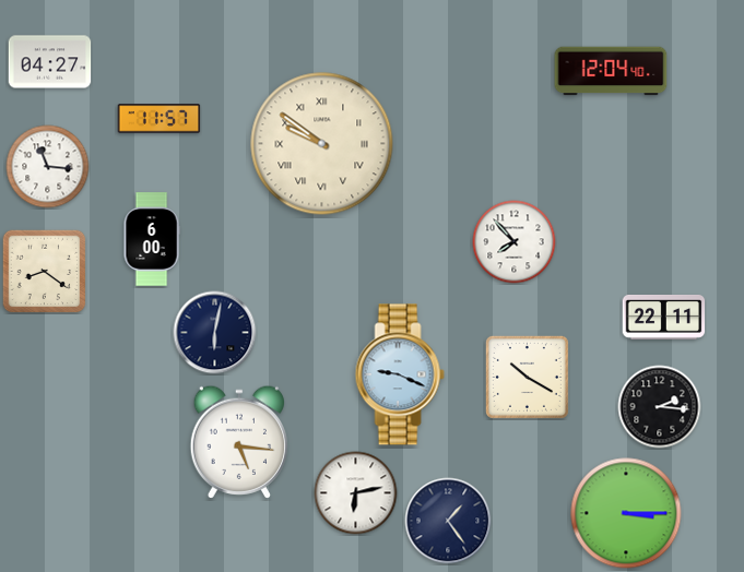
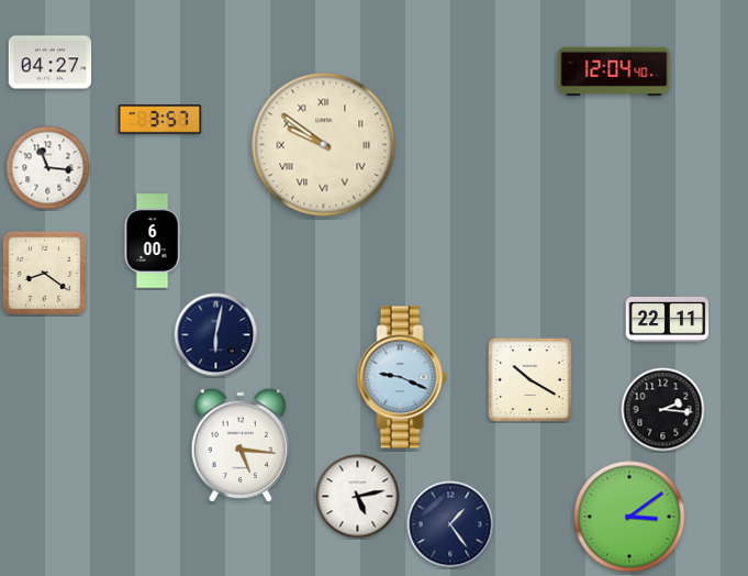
clock at (160, 119): 11:57 -> 3:57
clock at (515, 242): 7:53 -> none
clock at (356, 493): 6:13 -> 5:13
clock at (626, 513): 3:15 -> 3:09
